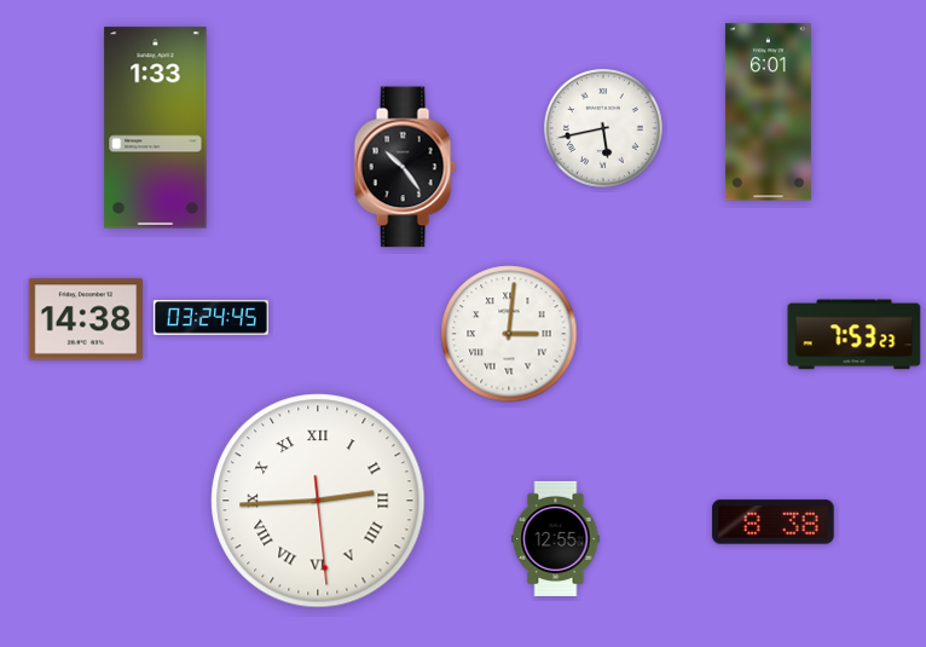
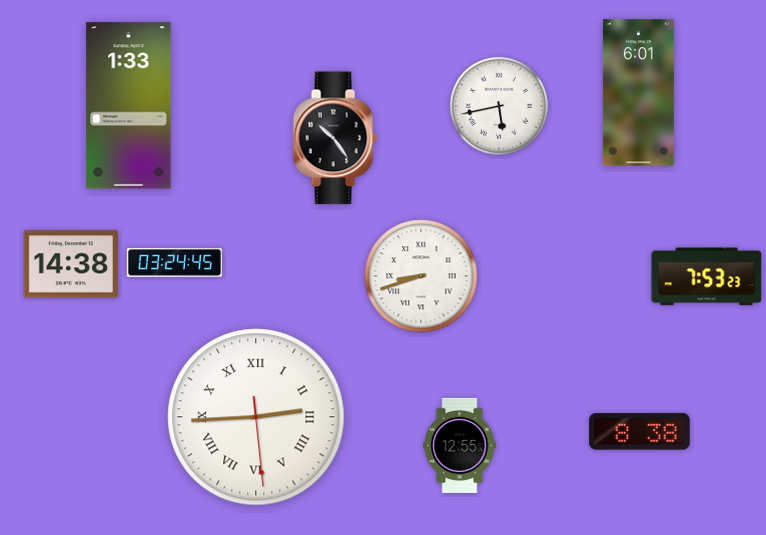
clock at (768, 112) position: (768, 112) -> (638, 93)
clock at (509, 334): 3:01 -> 8:42
clock at (318, 501) position: (318, 501) -> (256, 417)
